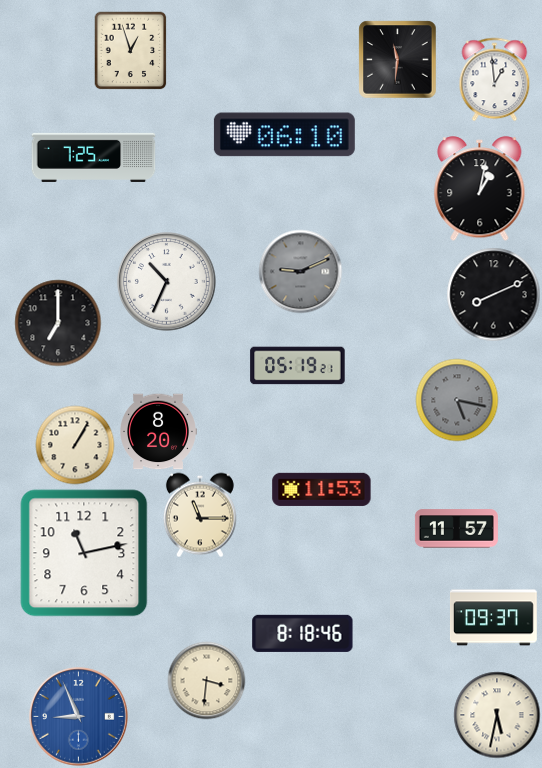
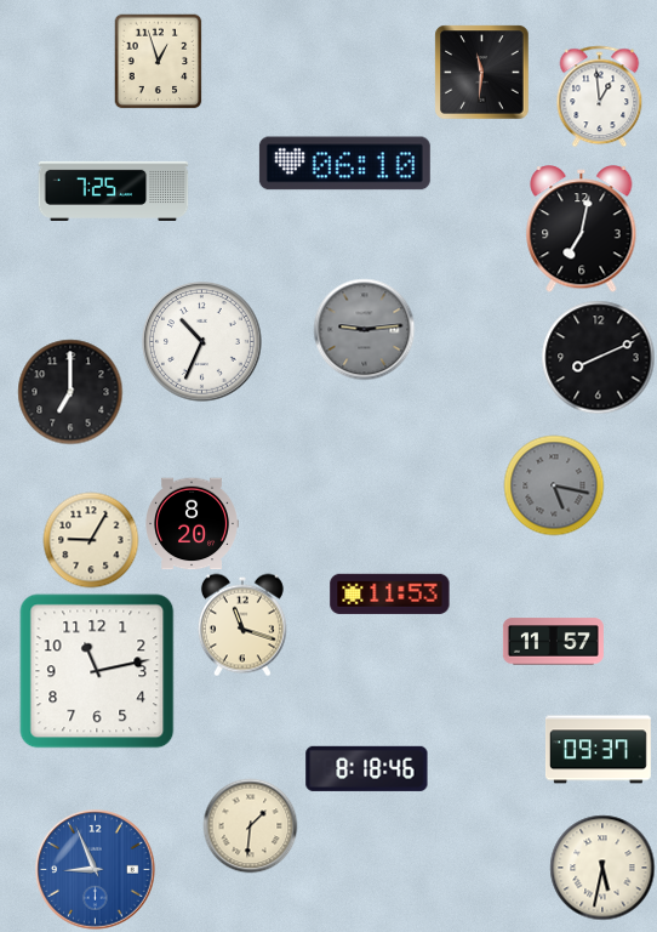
clock at (480, 189): 1:02 -> 7:02
clock at (300, 271): 9:11 -> 9:14
clock at (298, 366): 05:19 -> none
clock at (75, 445): 1:05 -> 9:05
clock at (200, 515): 11:15 -> 11:18
clock at (84, 553) position: (84, 553) -> (97, 671)
clock at (206, 680): 3:31 -> 1:31
